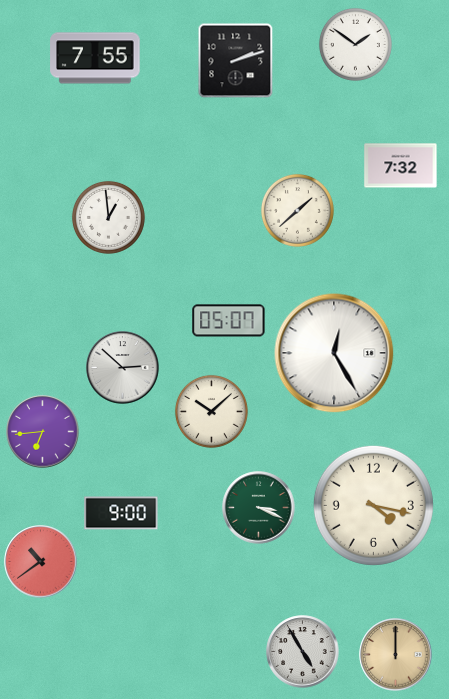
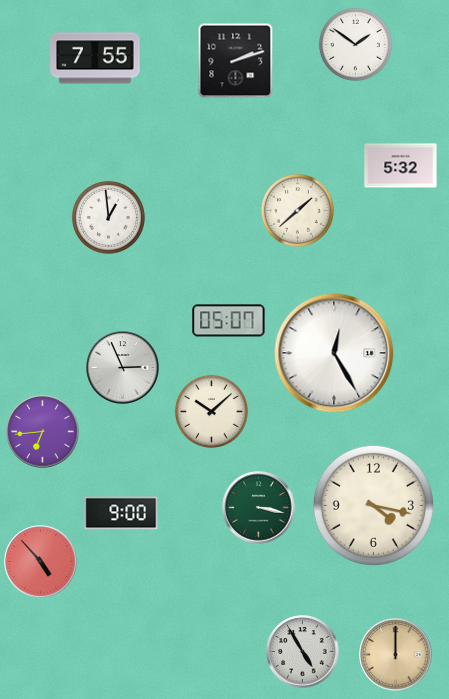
clock at (401, 166): 7:32 -> 5:32
clock at (123, 368): 2:52 -> 2:56
clock at (259, 508): 3:19 -> 3:17
clock at (41, 562): 10:39 -> 4:53
